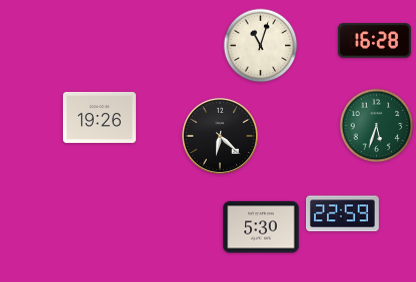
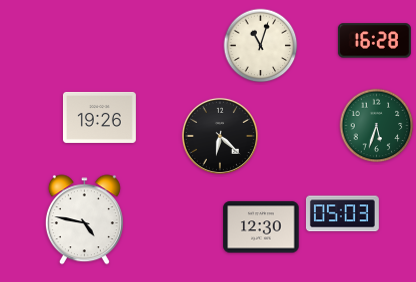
clock at (342, 214): 22:59 -> 05:03
clock at (84, 220): none -> 4:47
clock at (261, 227): 5:30 -> 12:30
